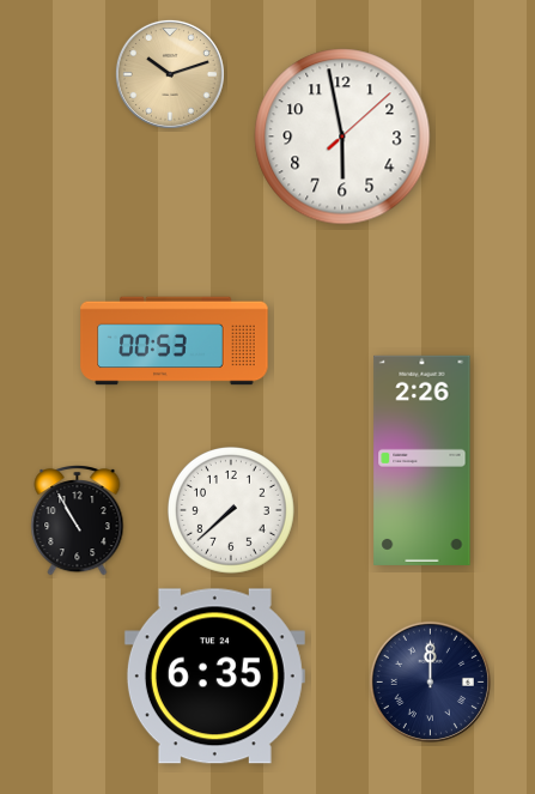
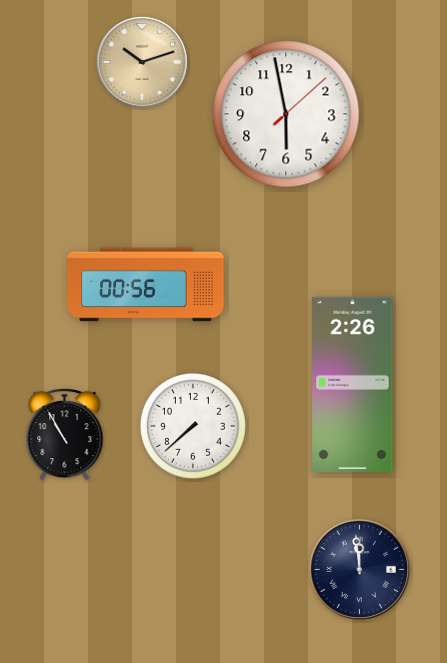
clock at (175, 341): 00:53 -> 00:56
clock at (214, 677): 6:35 -> none
clock at (430, 681): 12:00 -> 11:59
